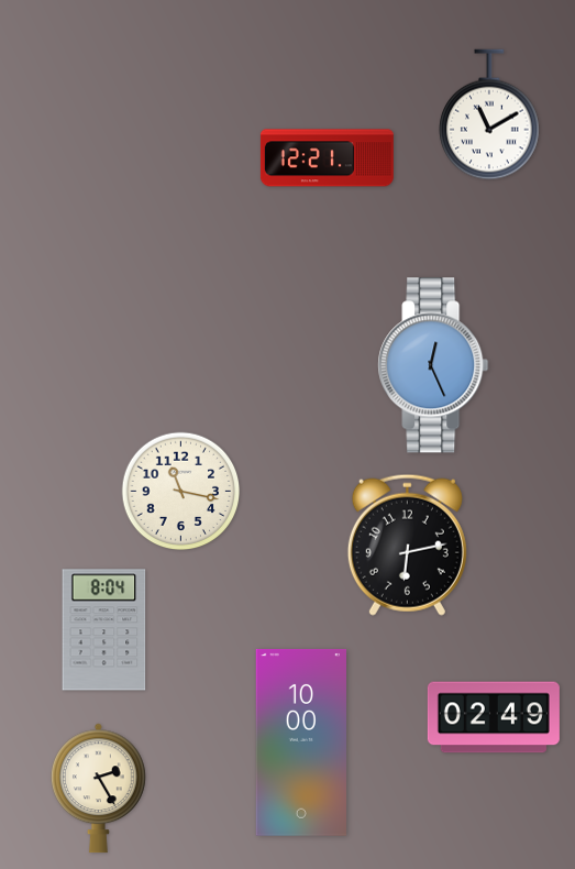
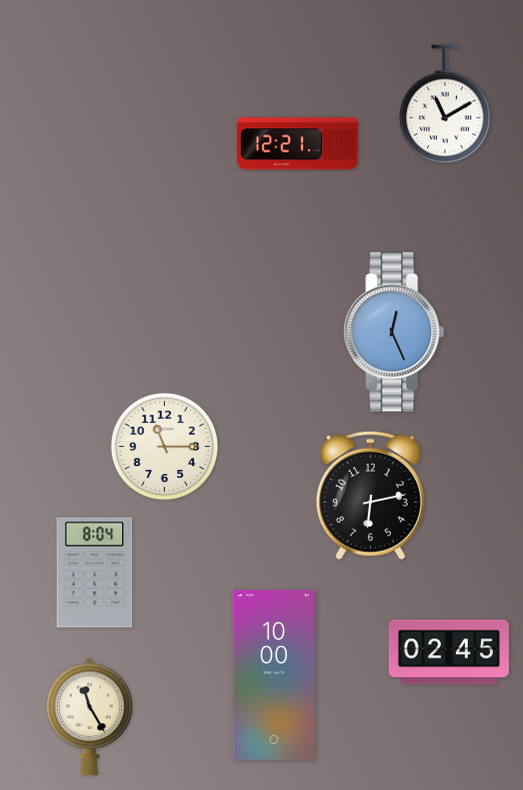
clock at (181, 492): 11:17 -> 11:15
clock at (494, 717): 02:49 -> 02:45
clock at (98, 789): 2:25 -> 11:25
